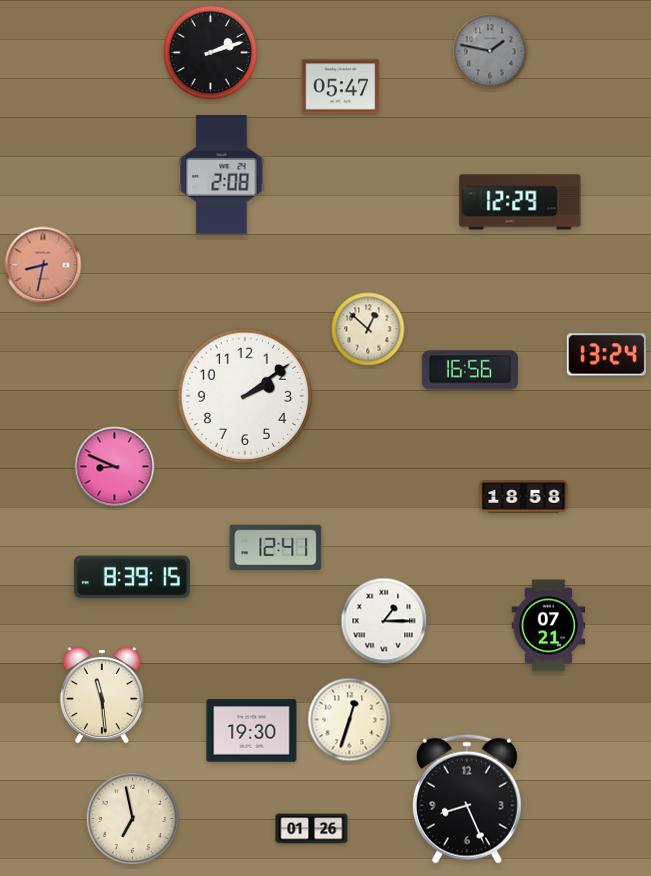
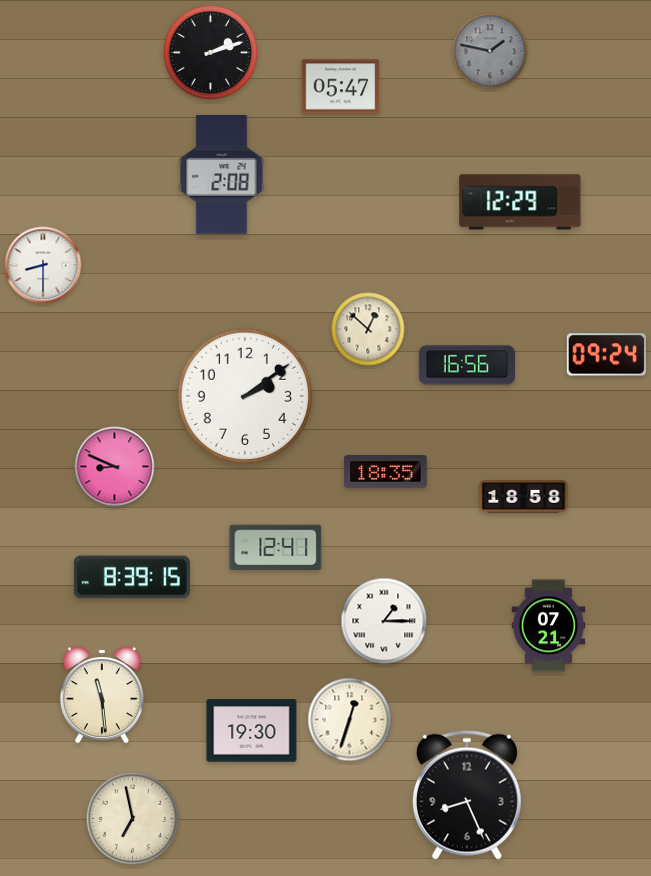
clock at (43, 265): 8:32 -> 8:30
clock at (43, 265) dial: salmon -> white
clock at (606, 355): 13:24 -> 09:24
clock at (470, 370) position: (470, 370) -> (467, 365)
clock at (386, 472): none -> 18:35
clock at (467, 799) position: (467, 799) -> (467, 795)
clock at (312, 829): 01:26 -> none
